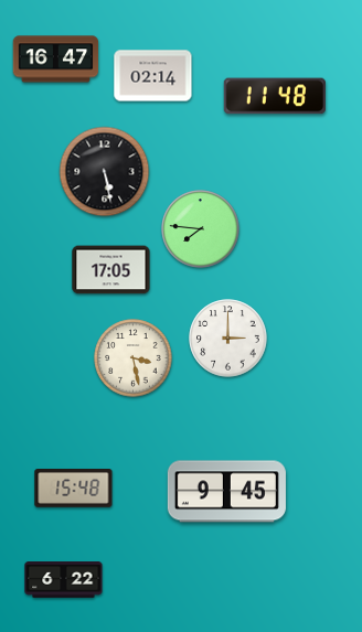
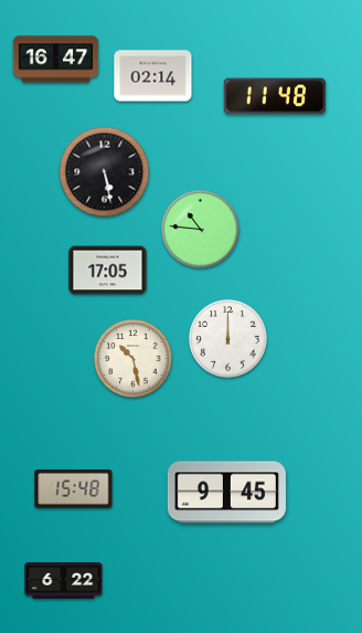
clock at (201, 229): 7:46 -> 10:46
clock at (111, 270) position: (111, 270) -> (108, 271)
clock at (228, 339): 3:00 -> 12:00
clock at (134, 358): 3:28 -> 10:28
